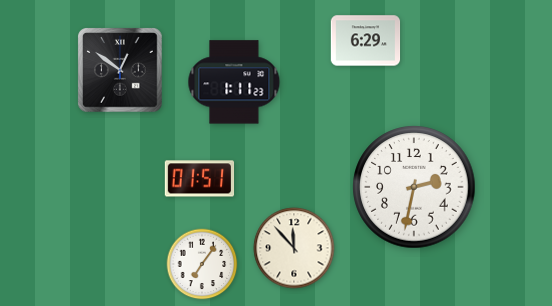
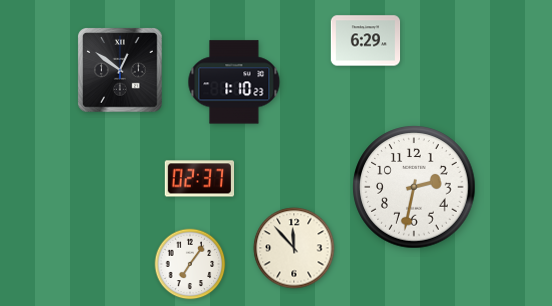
clock at (234, 82): 1:11 -> 1:10
clock at (200, 179): 01:51 -> 02:37
clock at (202, 264) position: (202, 264) -> (190, 264)
